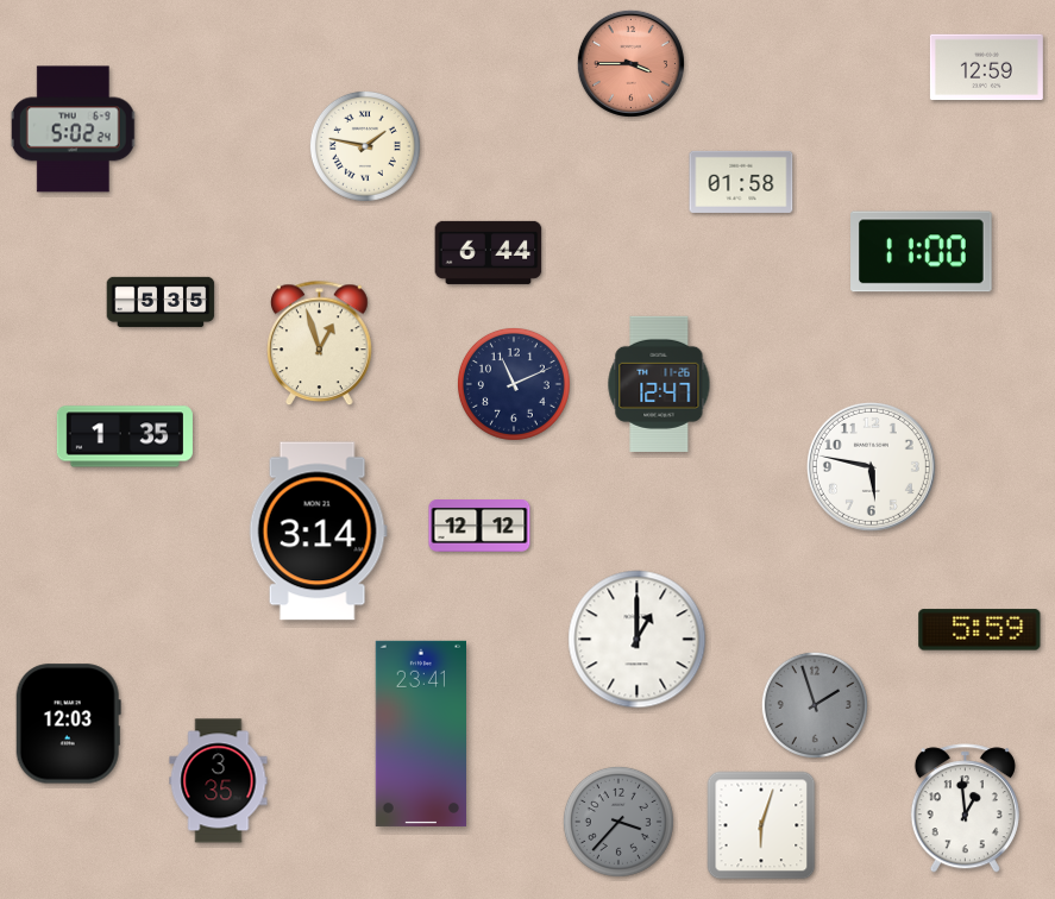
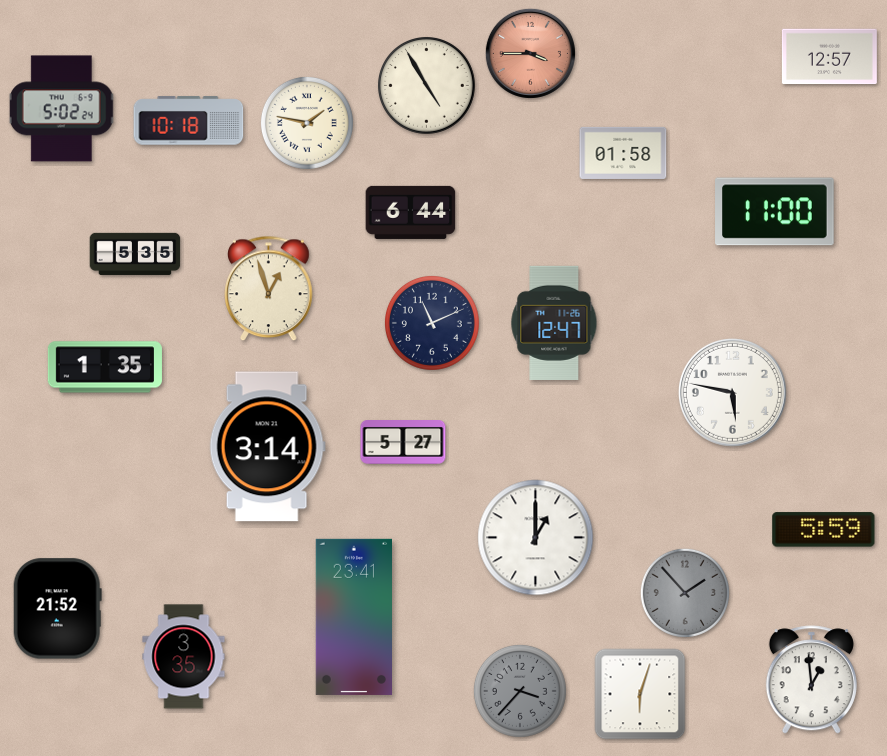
clock at (986, 68): 12:59 -> 12:57
clock at (427, 86): none -> 4:55
clock at (189, 121): none -> 10:18
clock at (479, 527): 12:12 -> 5:27
clock at (815, 705): 1:57 -> 1:53
clock at (68, 724): 12:03 -> 21:52
